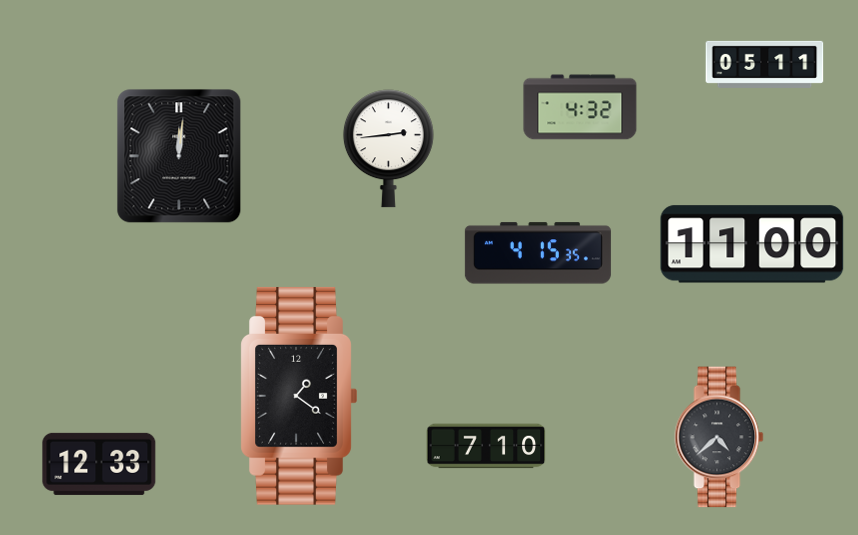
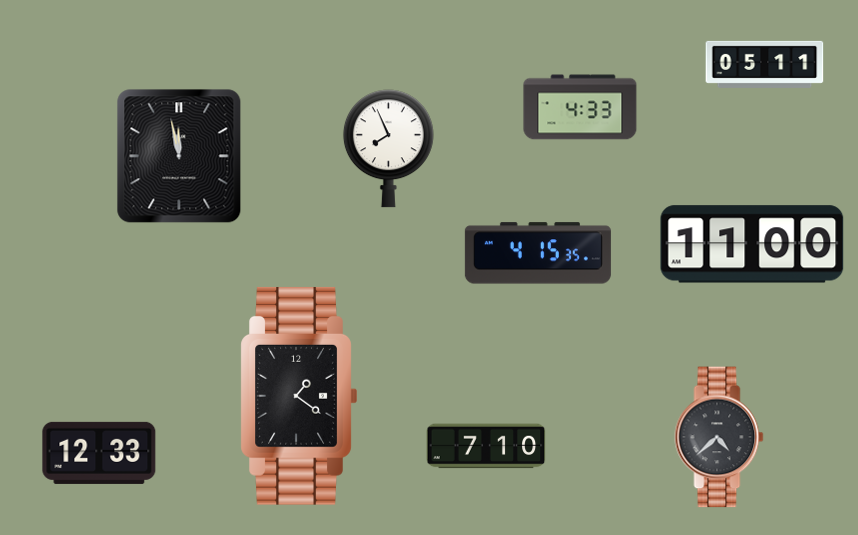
clock at (580, 107): 4:32 -> 4:33
clock at (388, 149): 2:44 -> 7:56
clock at (179, 156): 12:01 -> 11:58
clock at (99, 464) position: (99, 464) -> (99, 453)
